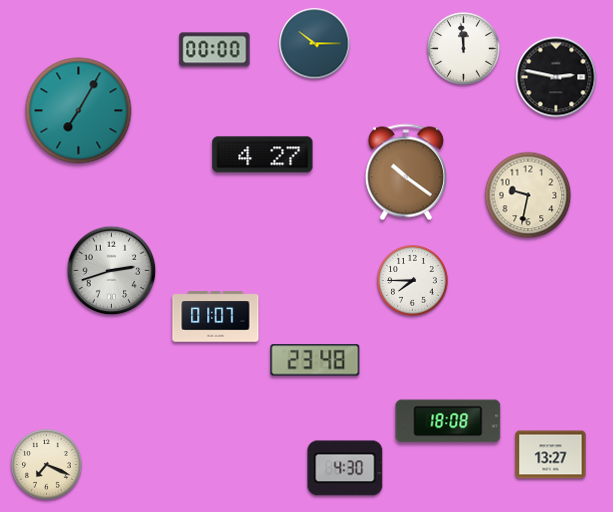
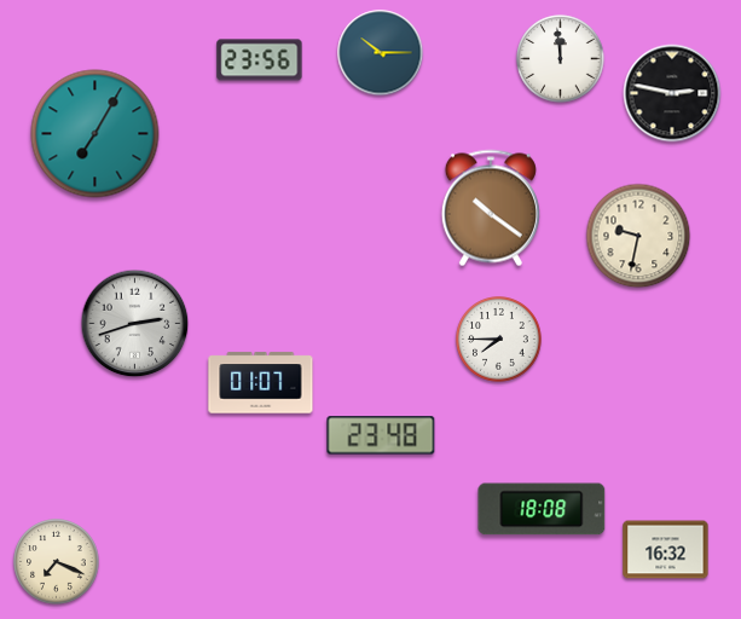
clock at (215, 50): 00:00 -> 23:56
clock at (263, 155): 4:27 -> none
clock at (112, 271) position: (112, 271) -> (135, 324)
clock at (551, 455): 13:27 -> 16:32
clock at (345, 468): 4:30 -> none
